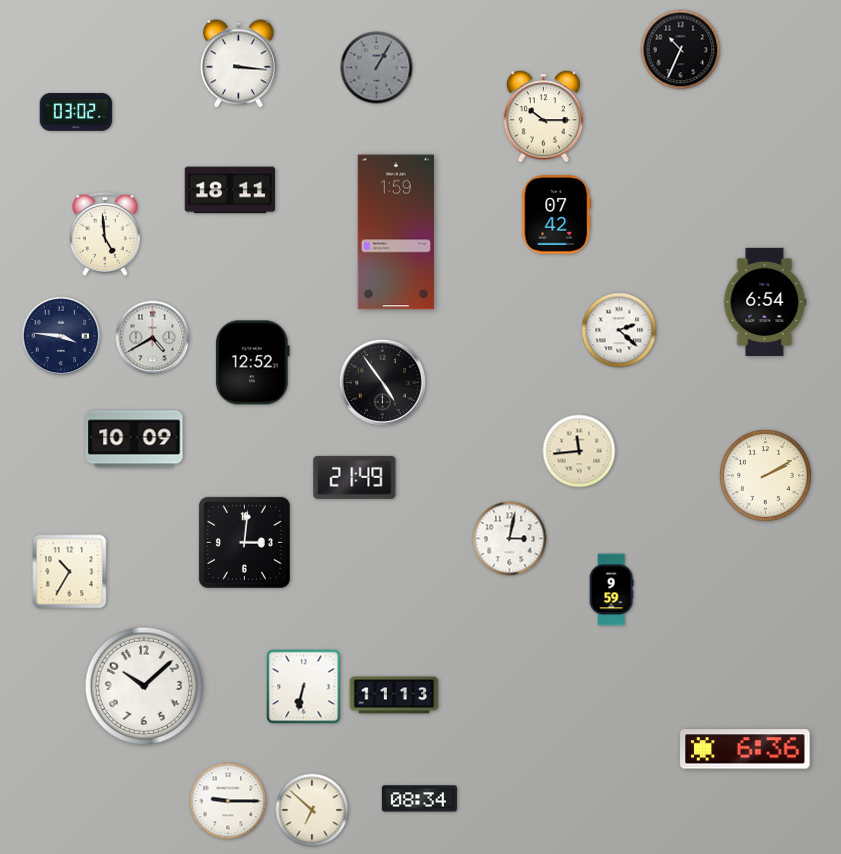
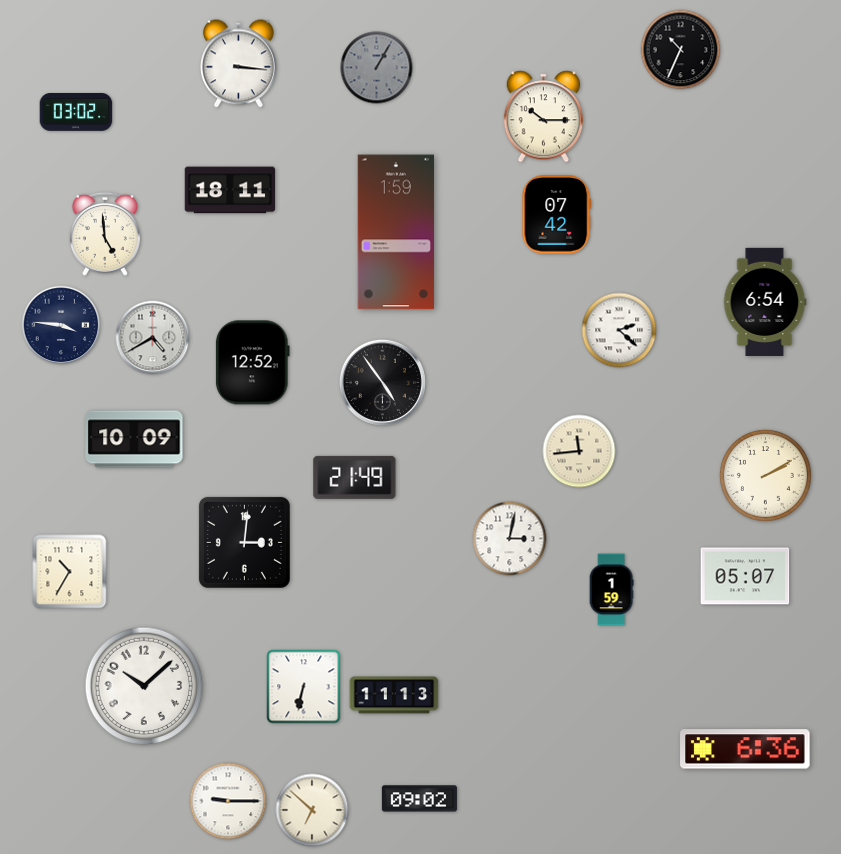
clock at (61, 336) position: (61, 336) -> (61, 325)
clock at (745, 576): none -> 05:07
clock at (611, 590): 9:59 -> 1:59
clock at (419, 799): 08:34 -> 09:02
